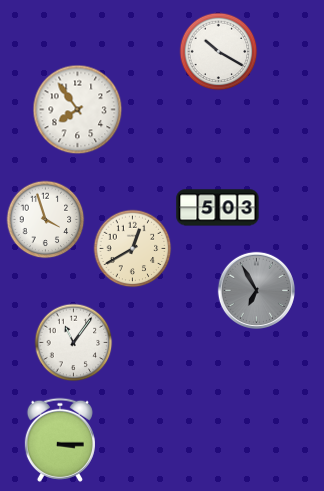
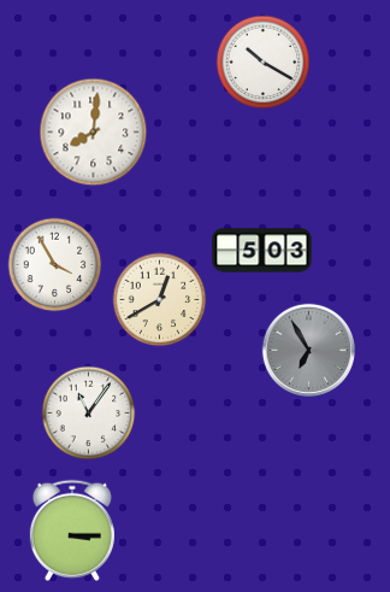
clock at (77, 109): 7:54 -> 8:01
clock at (45, 219): 3:57 -> 3:55
